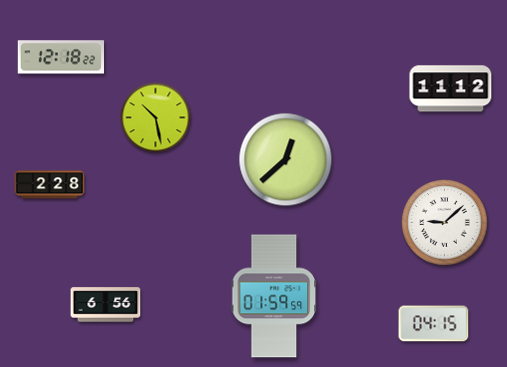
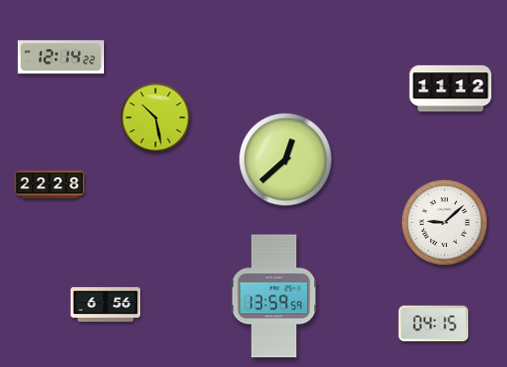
clock at (60, 57): 12:18 -> 12:14
clock at (50, 185): 2:28 -> 22:28
clock at (274, 296): 01:59 -> 13:59
